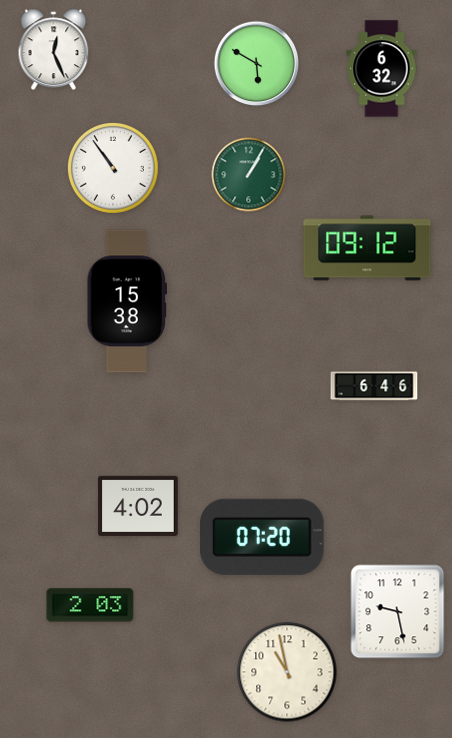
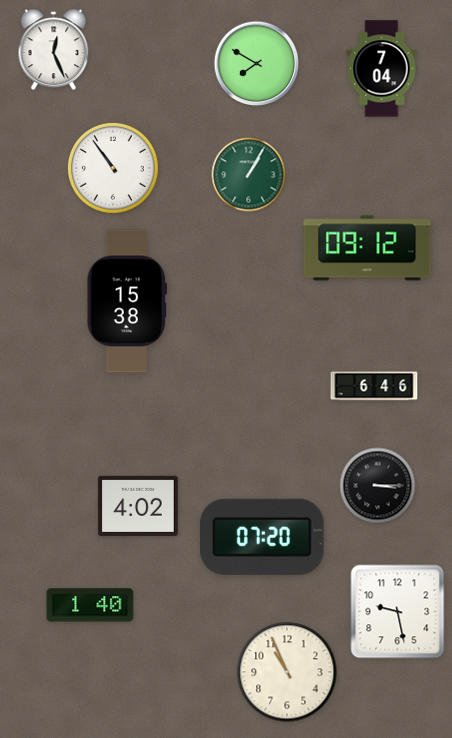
clock at (257, 64): 5:50 -> 7:50
clock at (382, 69): 6:32 -> 7:04
clock at (378, 486): none -> 3:15
clock at (90, 605): 2:03 -> 1:40
clock at (287, 672): 10:58 -> 10:56
